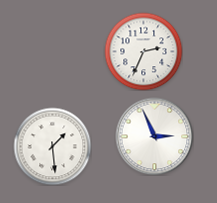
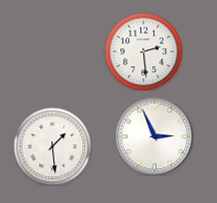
clock at (143, 51): 2:34 -> 2:29
